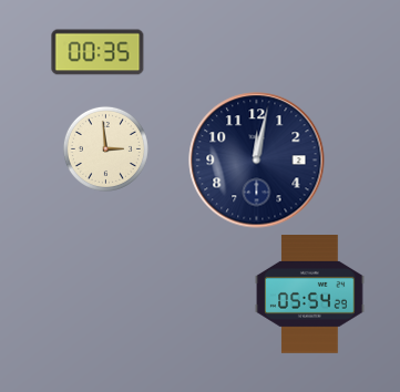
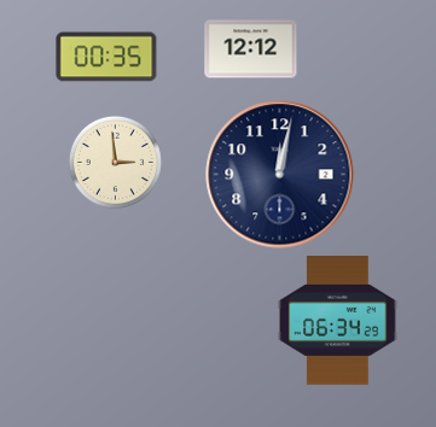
clock at (251, 49): none -> 12:12
clock at (310, 295): 05:54 -> 06:34
